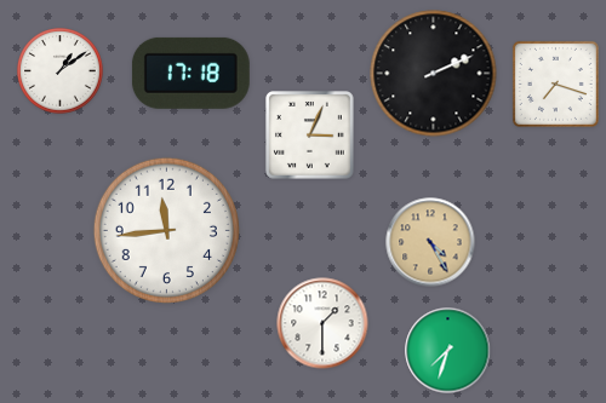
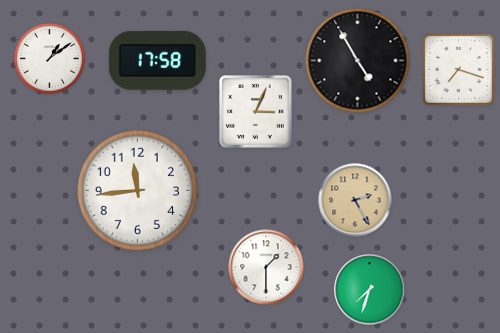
clock at (190, 73): 17:18 -> 17:58
clock at (434, 74): 2:11 -> 4:55
clock at (430, 242): 4:25 -> 2:25
